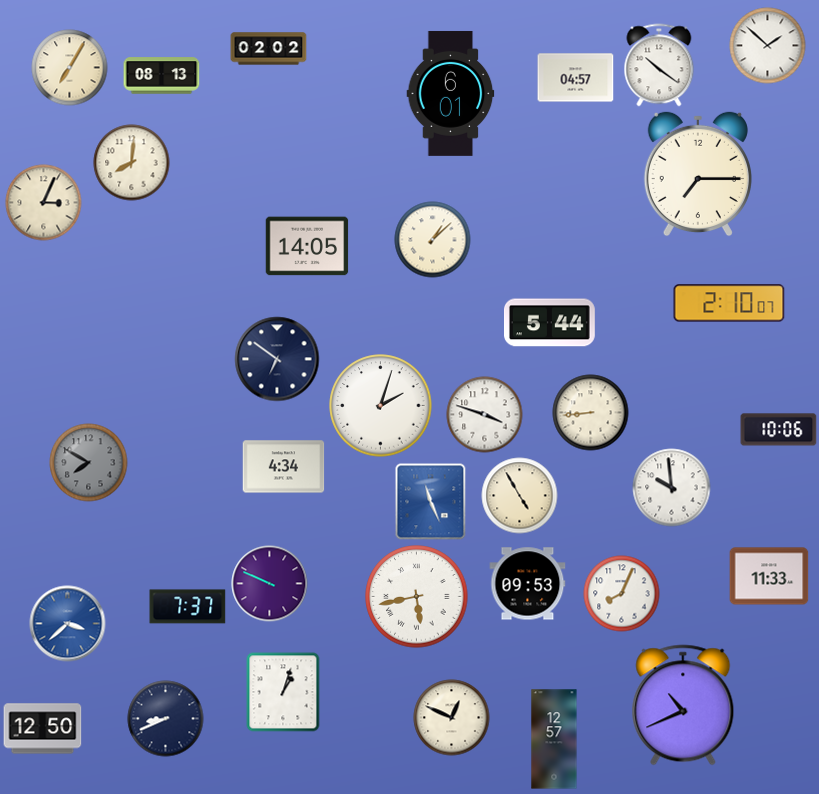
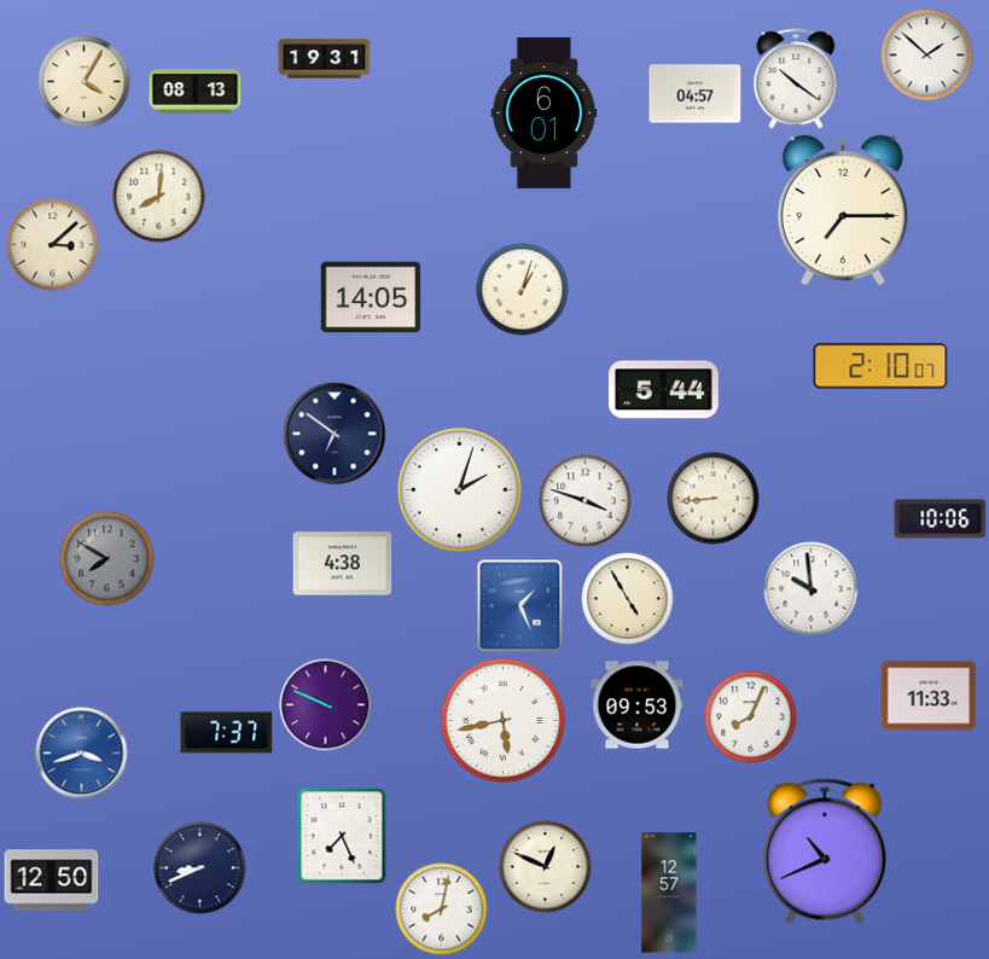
clock at (269, 49): 02:02 -> 19:31
clock at (70, 68): 7:05 -> 4:05
clock at (44, 203): 3:04 -> 3:08
clock at (433, 240): 1:08 -> 1:03
clock at (284, 467): 4:34 -> 4:38
clock at (431, 502): 11:26 -> 1:26
clock at (68, 624): 3:38 -> 3:42
clock at (283, 692): 1:03 -> 7:26
clock at (442, 909): none -> 8:02
